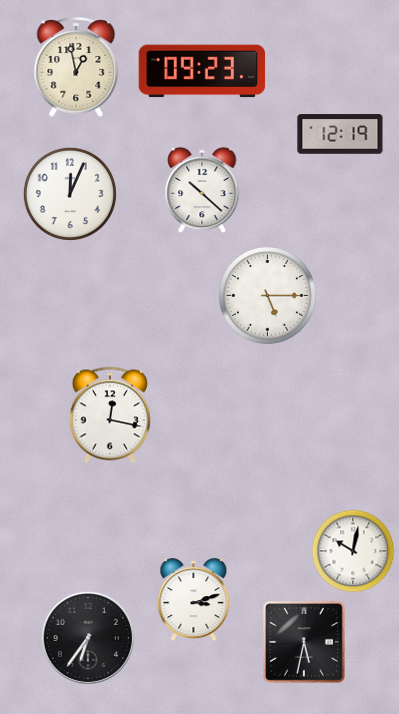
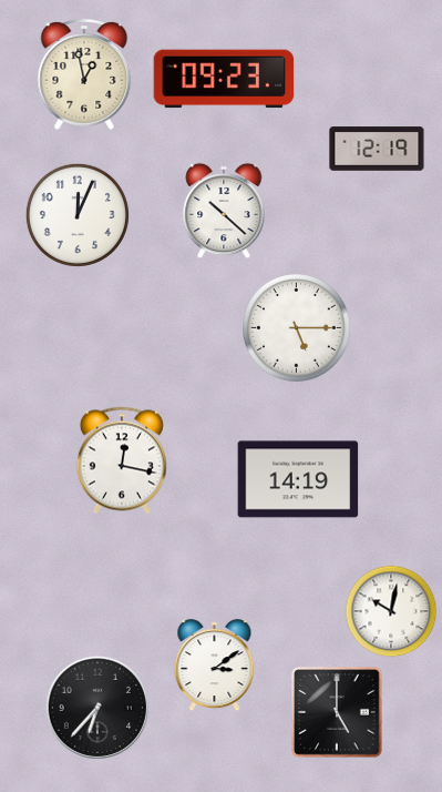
clock at (298, 479): none -> 14:19
clock at (194, 600): 3:12 -> 3:09
clock at (88, 638): 6:36 -> 6:37
clock at (304, 642): 5:32 -> 5:00
